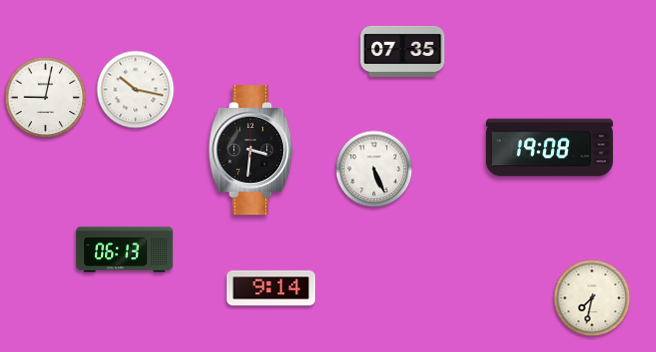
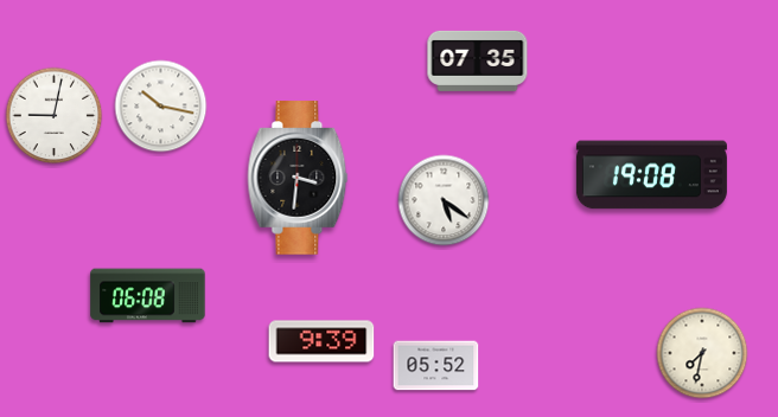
clock at (374, 169): 5:26 -> 5:21
clock at (125, 250): 06:13 -> 06:08
clock at (271, 288): 9:14 -> 9:39
clock at (436, 366): none -> 05:52
